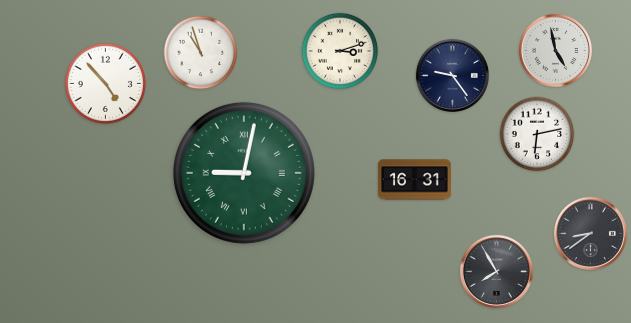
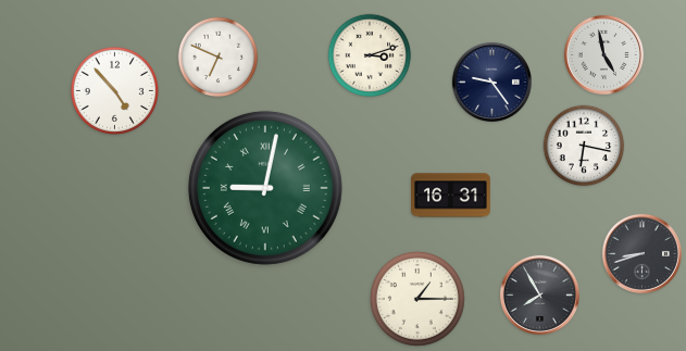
clock at (201, 53): 10:57 -> 6:49
clock at (537, 134): 6:13 -> 6:17
clock at (590, 233): 8:39 -> 8:42
clock at (417, 299): none -> 1:15
